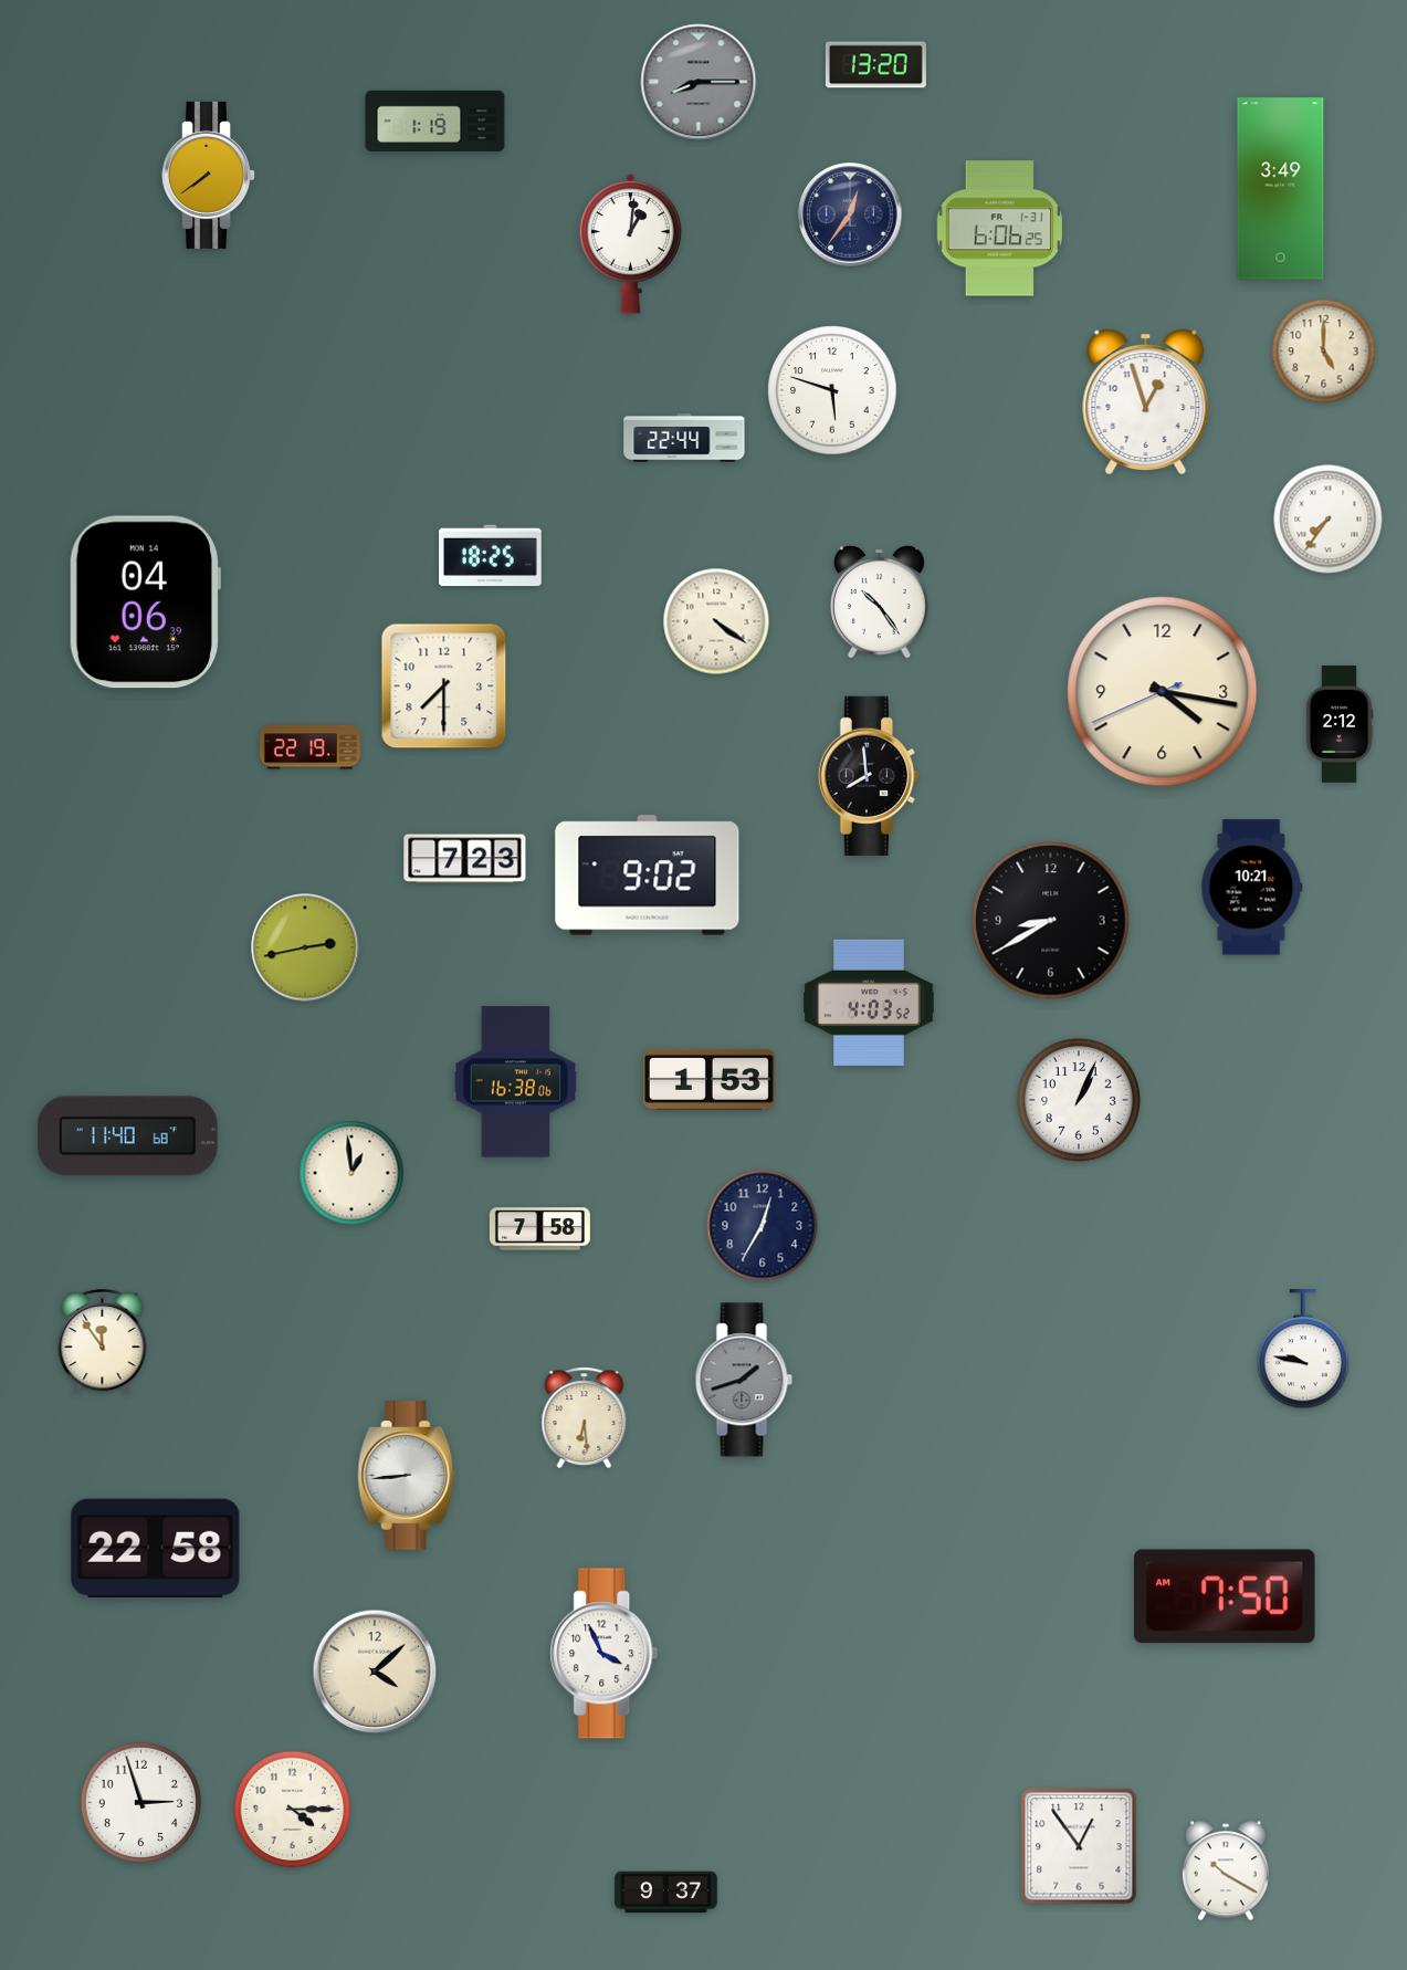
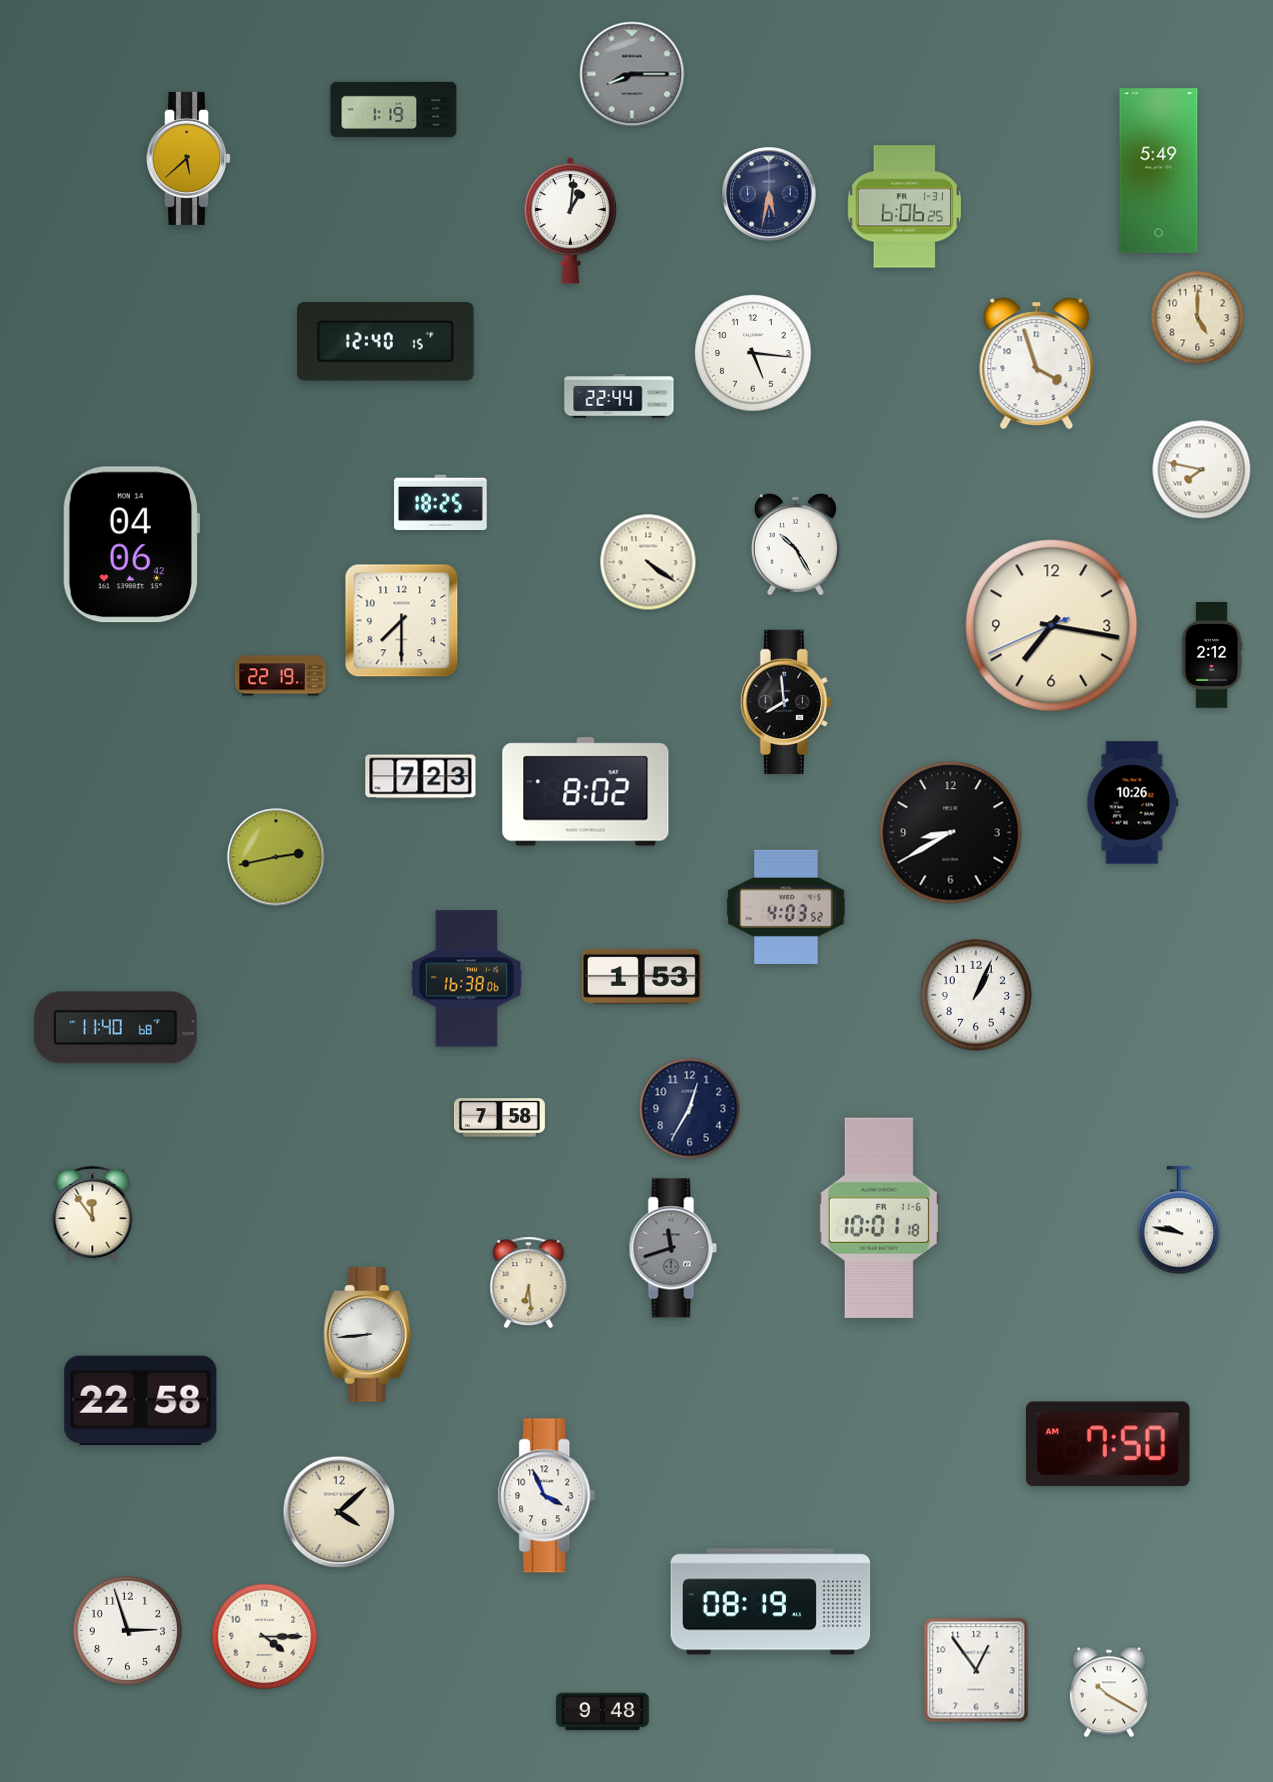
clock at (875, 65): 13:20 -> none
clock at (209, 175): 7:39 -> 5:38
clock at (1281, 189): 3:49 -> 5:49
clock at (850, 214): 12:36 -> 5:32
clock at (386, 342): none -> 12:40
clock at (832, 390): 5:48 -> 5:16
clock at (1146, 402): 12:57 -> 3:57
clock at (1329, 520): 7:36 -> 7:47
clock at (491, 556) position: (491, 556) -> (441, 503)
clock at (879, 601): 10:24 -> 10:25
clock at (144, 602): 04:06:39 -> 04:06:42
clock at (1163, 692): 4:16 -> 7:16
clock at (648, 876): 9:02 -> 8:02
clock at (1252, 888): 10:21 -> 10:26
clock at (351, 1173): 12:59 -> none
clock at (539, 1229) position: (539, 1229) -> (499, 1118)
clock at (879, 1218): none -> 10:01
clock at (744, 1380): 1:42 -> 11:42
clock at (771, 1602): none -> 08:19
clock at (666, 1893): 9:37 -> 9:48
